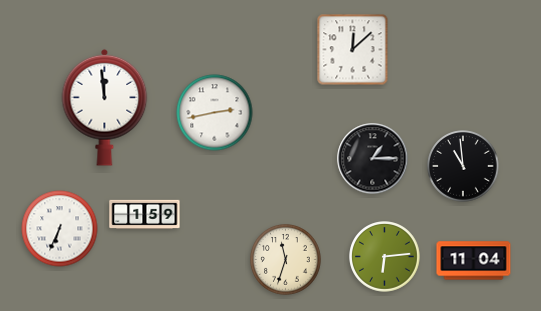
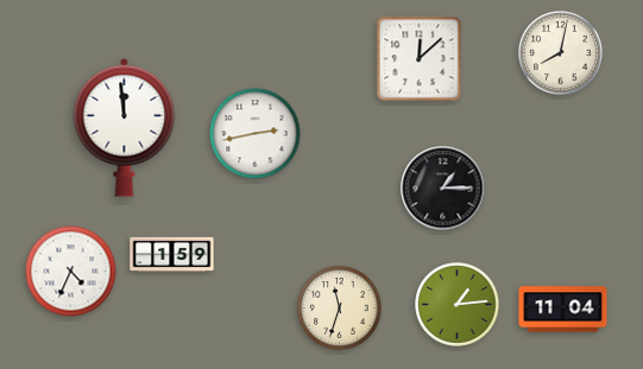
clock at (561, 53): none -> 8:02
clock at (463, 166): 10:59 -> none
clock at (60, 229): 6:34 -> 4:34
clock at (385, 257): 6:14 -> 1:14
